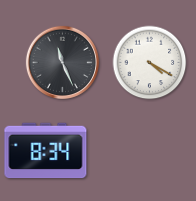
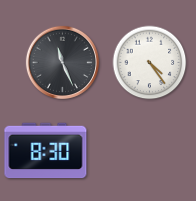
clock at (150, 63): 4:20 -> 4:24
clock at (46, 151): 8:34 -> 8:30
